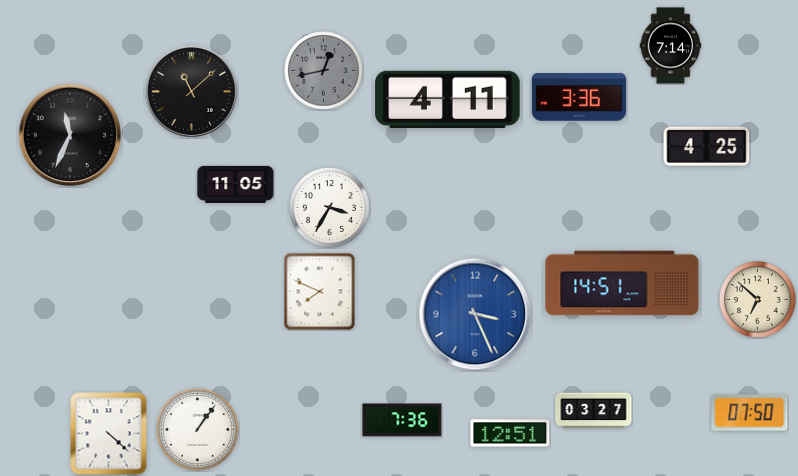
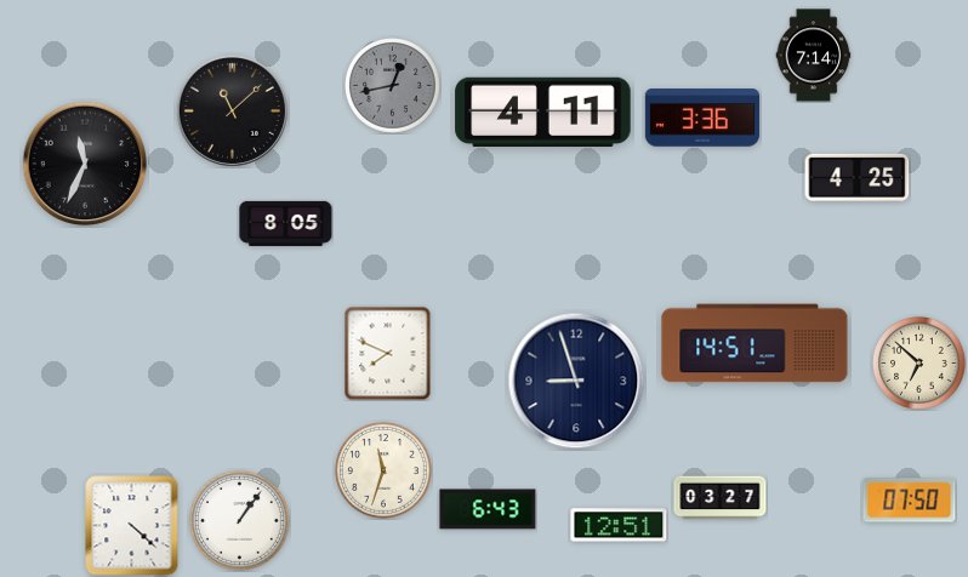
clock at (448, 100) position: (448, 100) -> (543, 113)
clock at (236, 184): 11:05 -> 8:05
clock at (330, 208): 3:35 -> none
clock at (475, 314): 3:26 -> 8:57
clock at (475, 314) dial: blue -> navy
clock at (385, 472): none -> 11:33
clock at (402, 420): 7:36 -> 6:43
